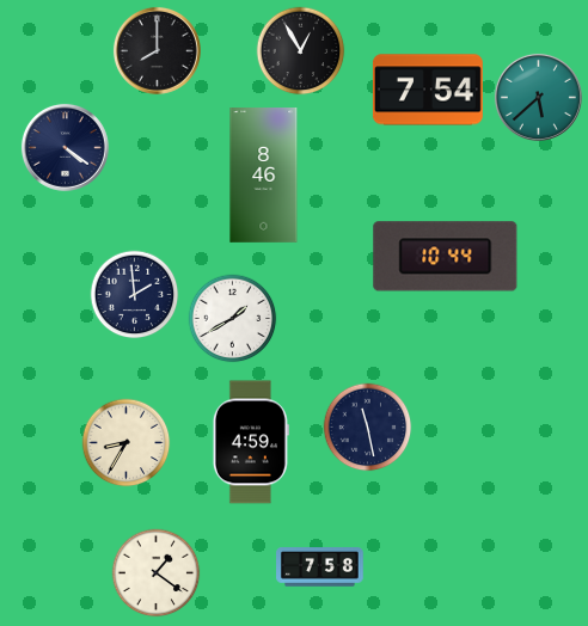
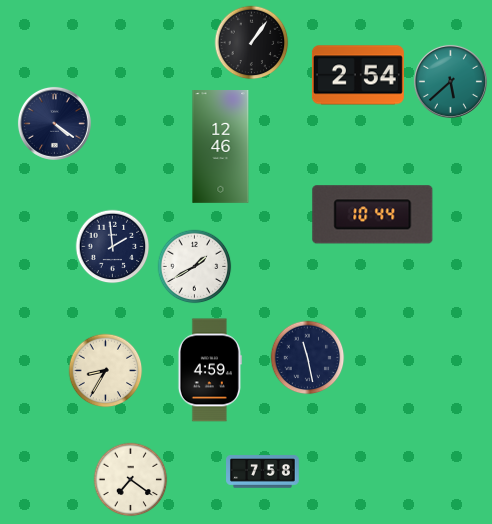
clock at (157, 50): 8:00 -> none
clock at (301, 51): 12:55 -> 1:06
clock at (428, 90): 7:54 -> 2:54
clock at (264, 176): 8:46 -> 12:46
clock at (320, 567) position: (320, 567) -> (263, 472)
clock at (157, 573): 1:21 -> 7:21
